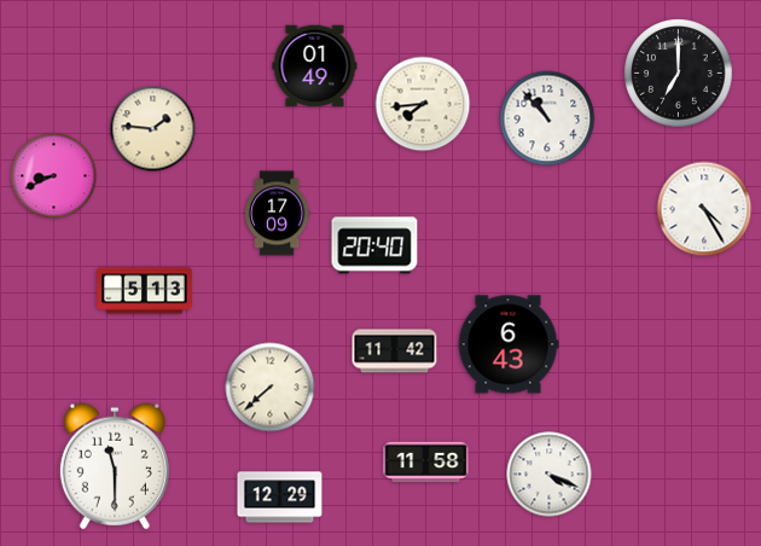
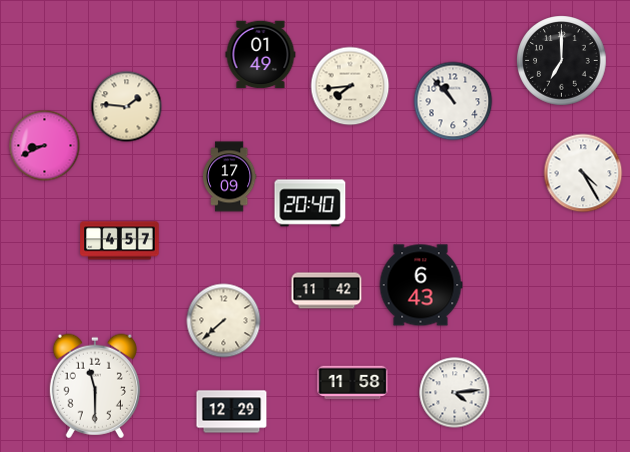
clock at (547, 118) position: (547, 118) -> (453, 101)
clock at (145, 291): 5:13 -> 4:57
clock at (550, 475): 4:19 -> 4:14
